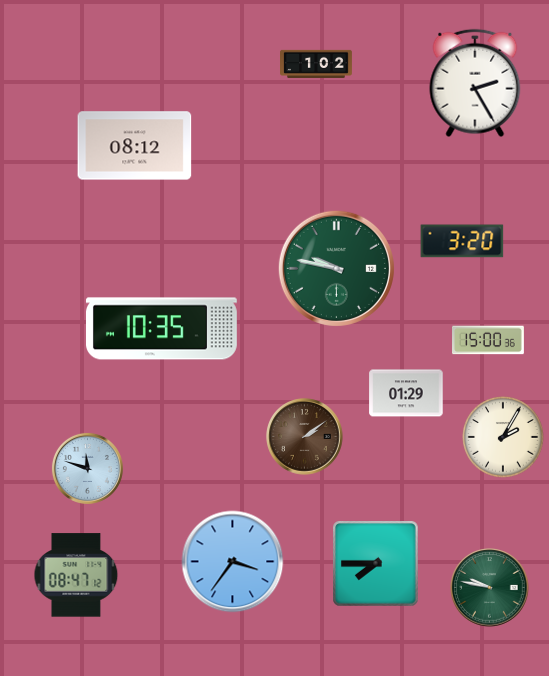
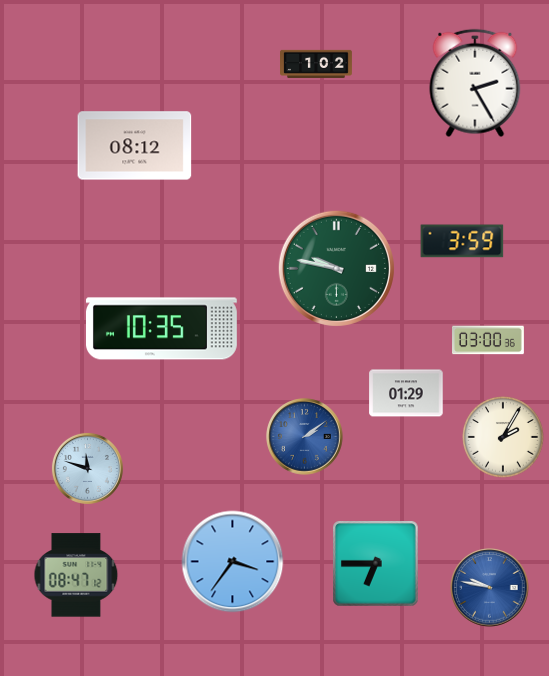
clock at (462, 241): 3:20 -> 3:59
clock at (489, 340): 15:00 -> 03:00
clock at (305, 437) dial: brown -> blue
clock at (376, 564): 7:45 -> 6:45
clock at (490, 588) dial: green -> blue
